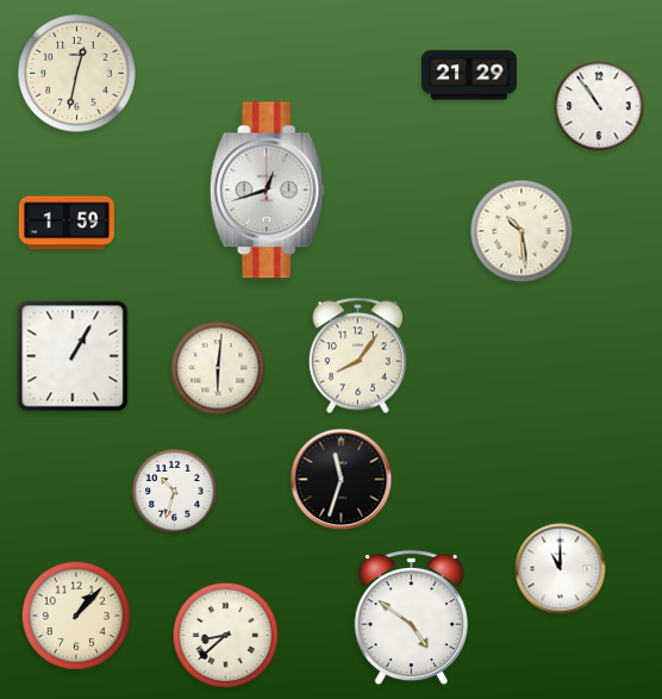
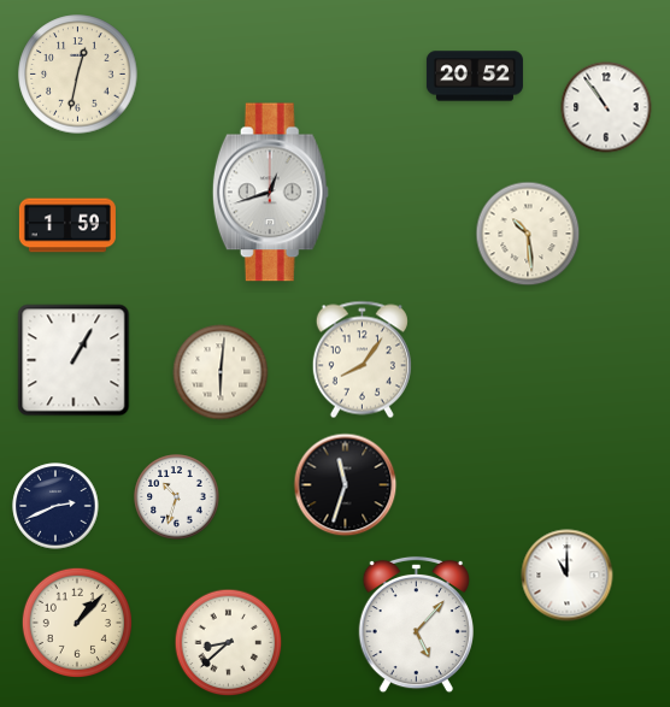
clock at (469, 75): 21:29 -> 20:52
clock at (55, 506): none -> 2:41
clock at (411, 618): 4:51 -> 5:07
